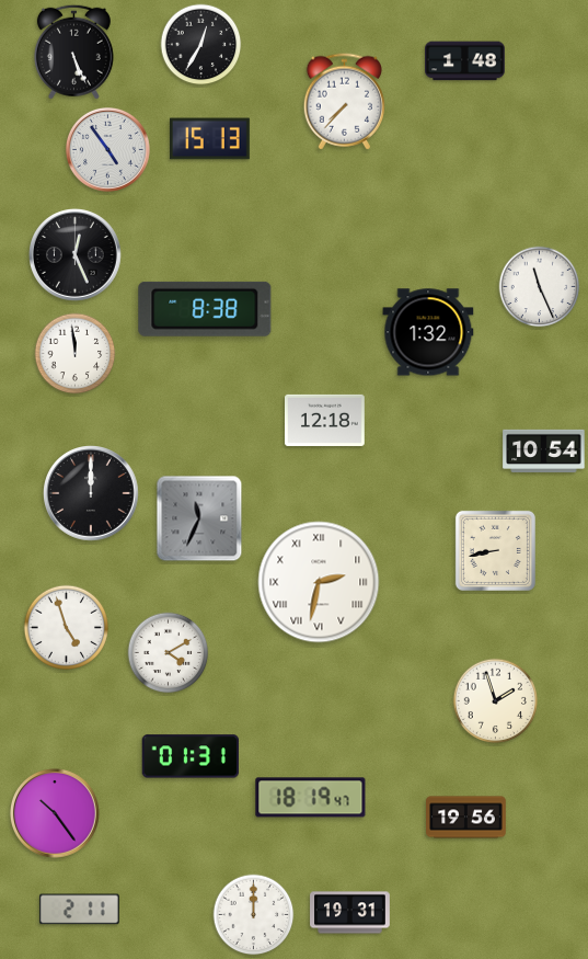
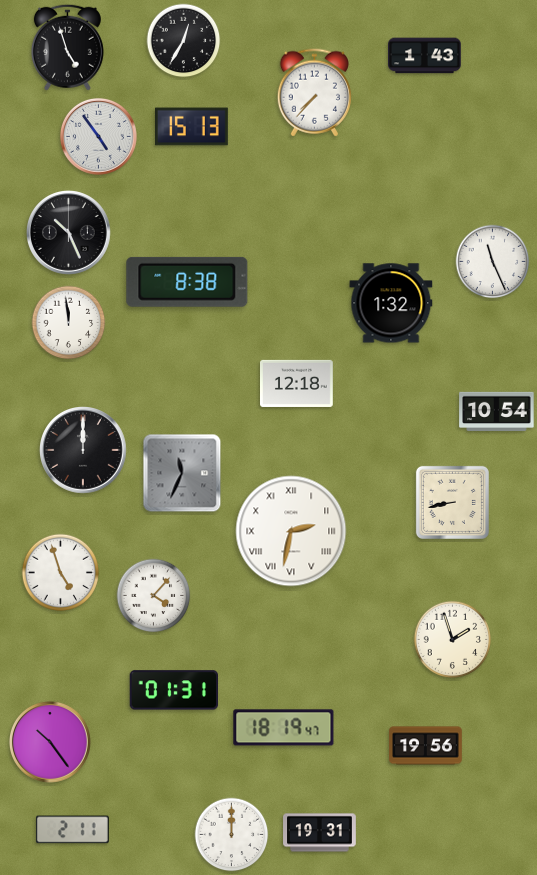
clock at (73, 52): 5:26 -> 4:57
clock at (465, 61): 1:48 -> 1:43
clock at (76, 255): 12:26 -> 10:26
clock at (169, 653): 4:10 -> 4:07
